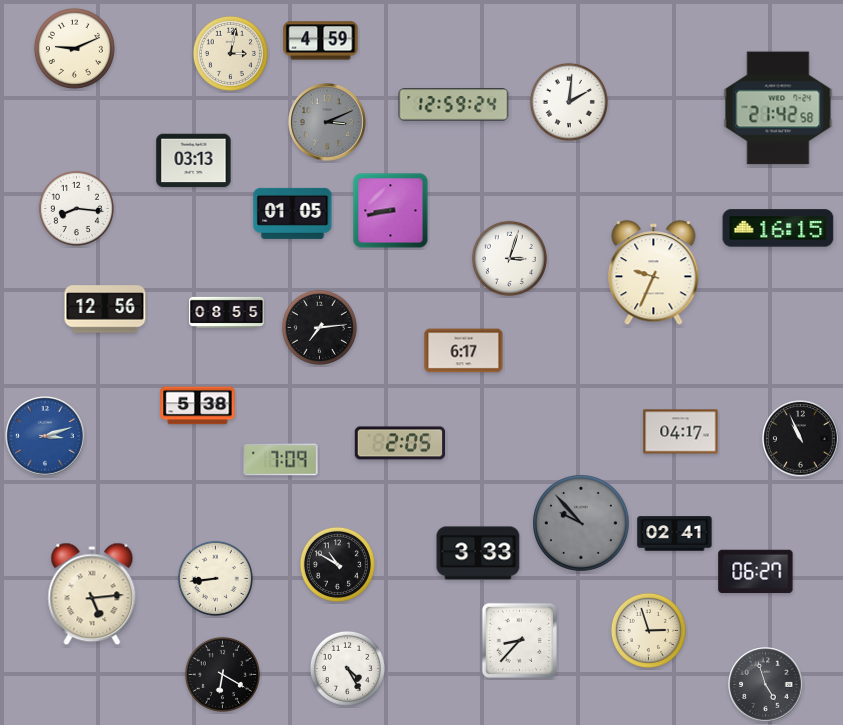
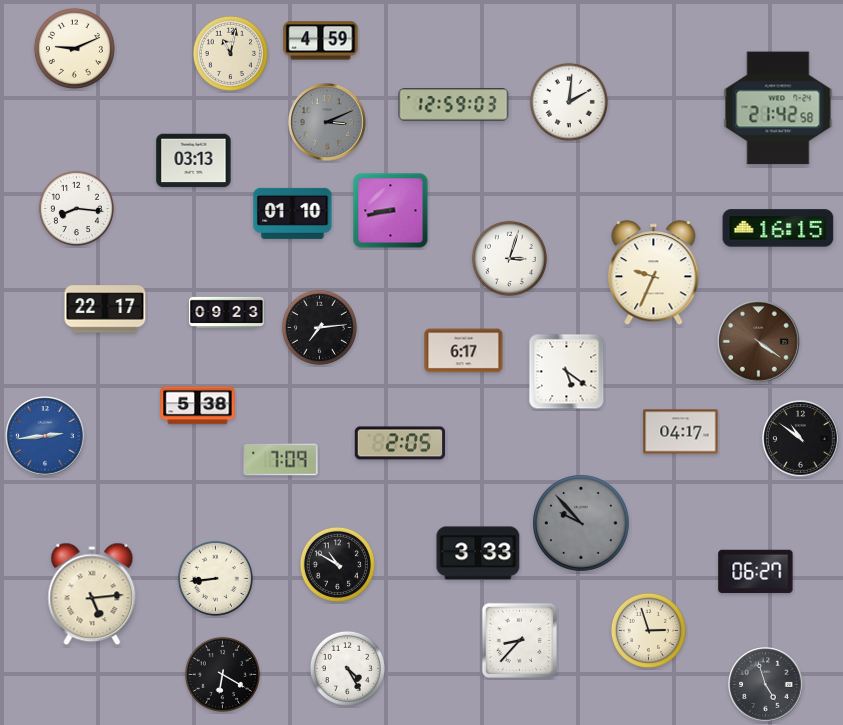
clock at (230, 53): 3:02 -> 11:02
clock at (454, 105): 12:59:24 -> 12:59:03
clock at (293, 213): 01:05 -> 01:10
clock at (105, 309): 12:56 -> 22:17
clock at (227, 312): 08:55 -> 09:23
clock at (759, 342): none -> 4:21
clock at (567, 372): none -> 5:21
clock at (45, 436): 3:12 -> 2:44
clock at (801, 439): 10:56 -> 10:51
clock at (675, 534): 02:41 -> none
